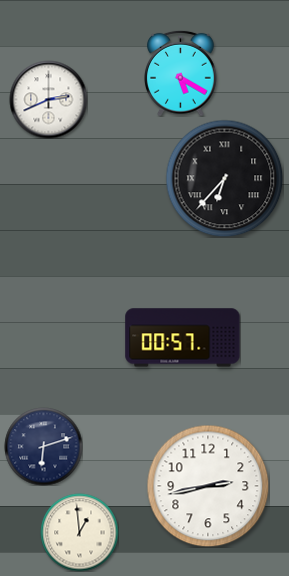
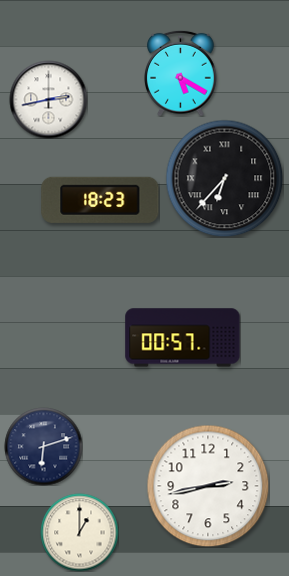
clock at (48, 99): 2:41 -> 2:43
clock at (100, 200): none -> 18:23
clock at (79, 532): 12:59 -> 1:00
